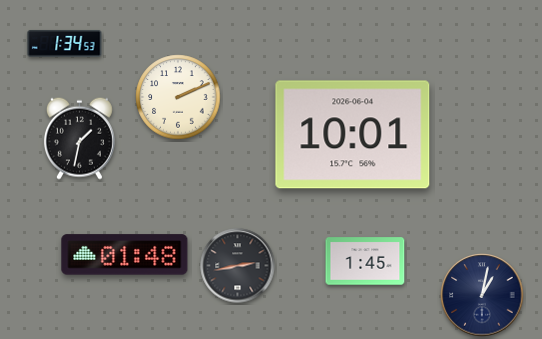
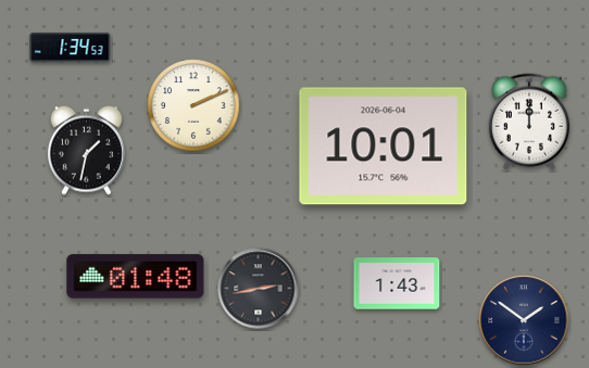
clock at (529, 122): none -> 12:00
clock at (365, 261): 1:45 -> 1:43
clock at (482, 295): 1:02 -> 1:51
